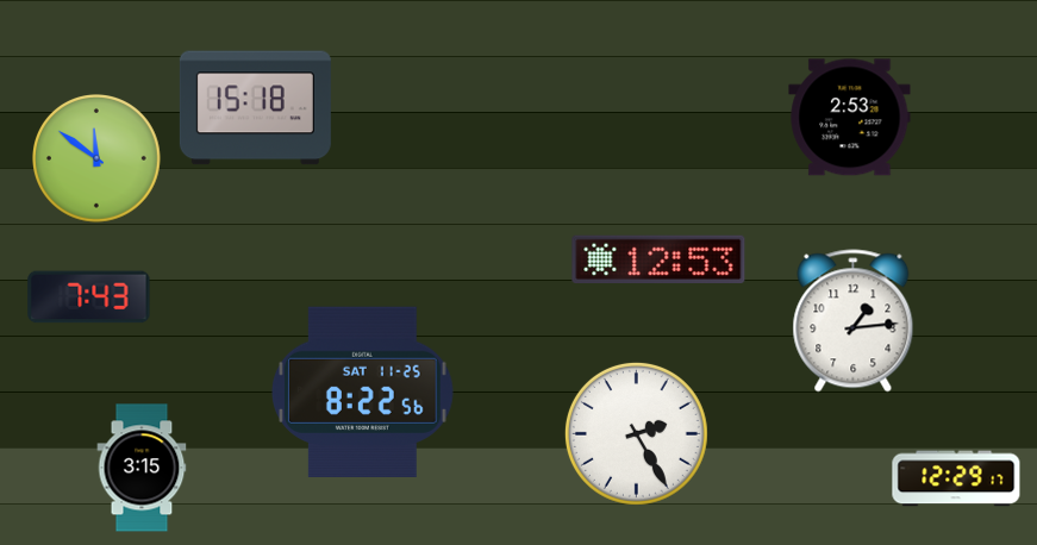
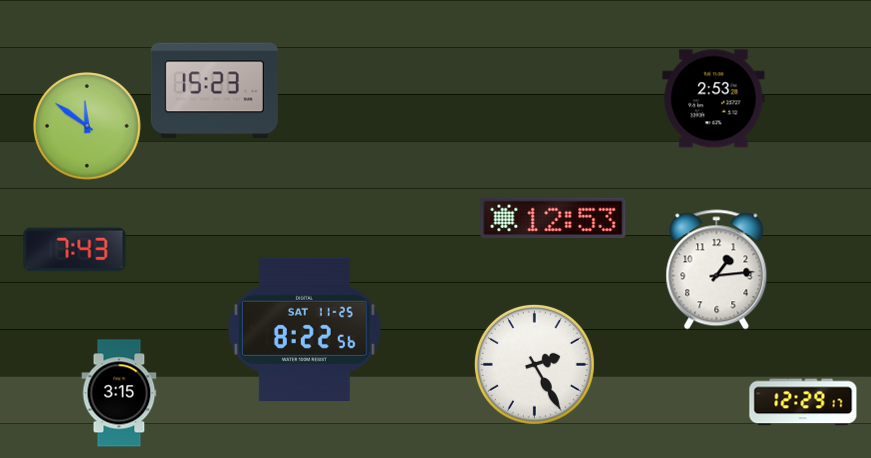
clock at (255, 108): 15:18 -> 15:23
clock at (98, 159) position: (98, 159) -> (88, 127)
